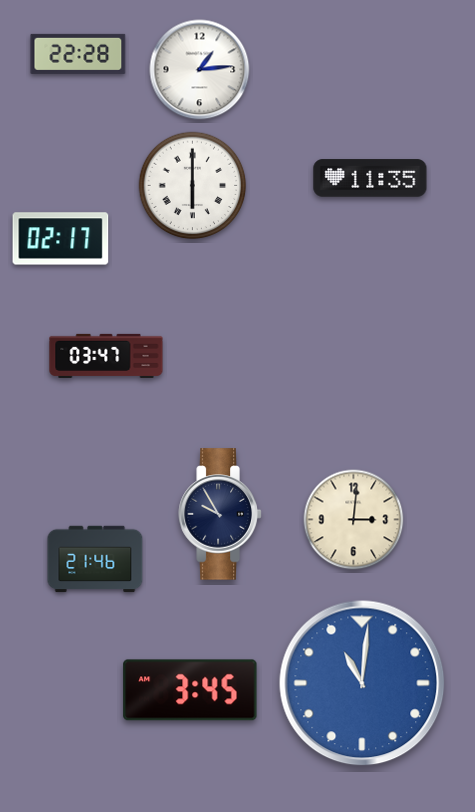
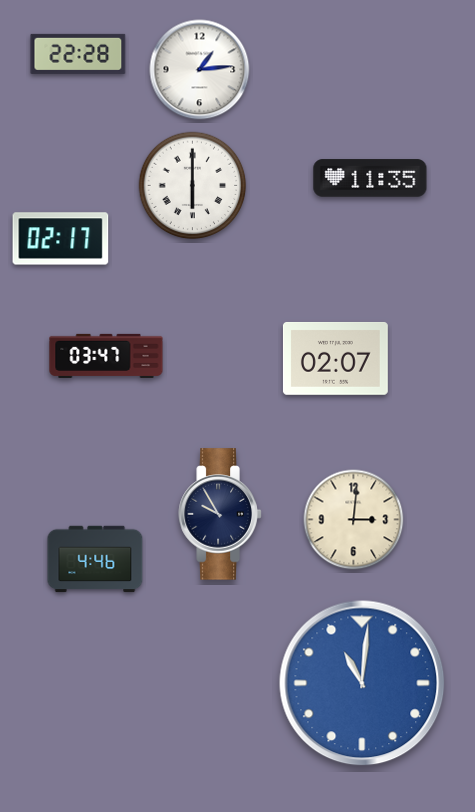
clock at (335, 358): none -> 02:07
clock at (95, 559): 21:46 -> 4:46
clock at (190, 690): 3:45 -> none
